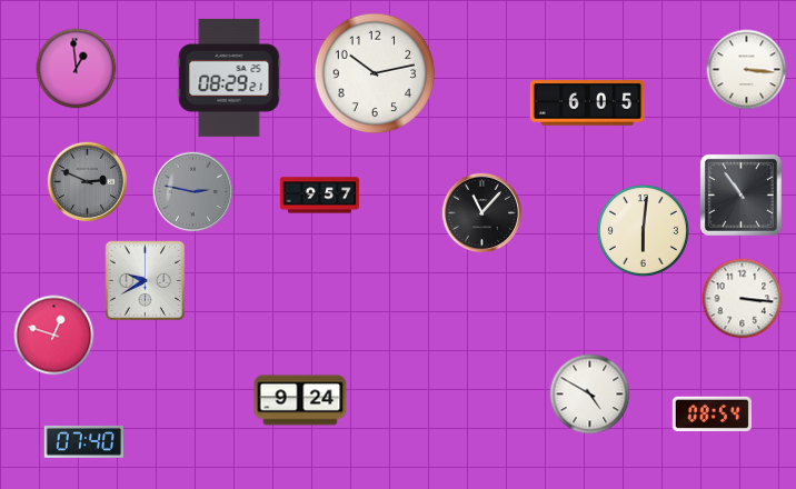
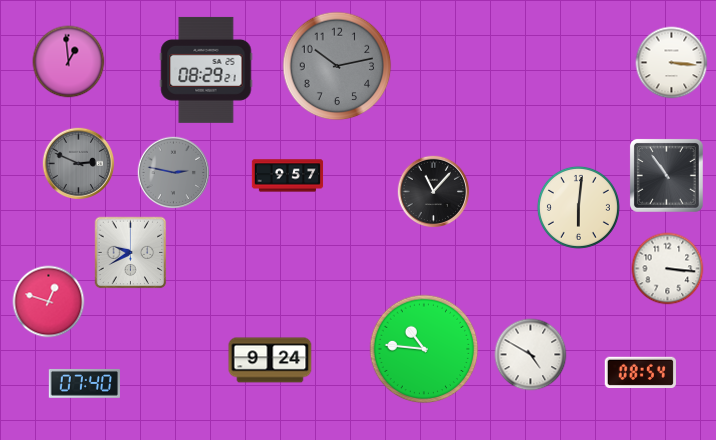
clock at (375, 73) dial: white -> grey
clock at (587, 103): 6:05 -> none
clock at (424, 349): none -> 10:46
clock at (83, 442) position: (83, 442) -> (84, 384)
